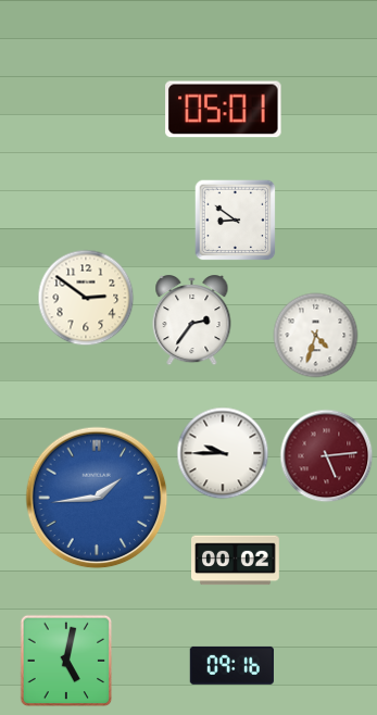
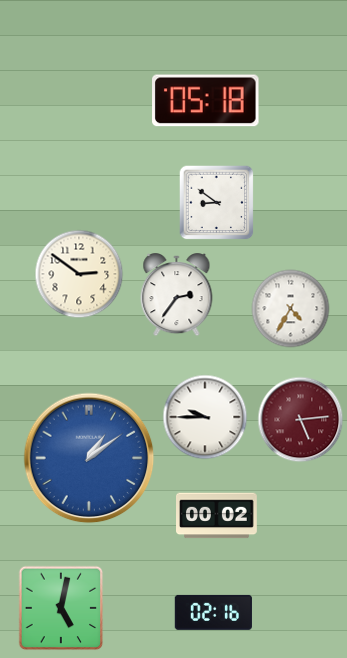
clock at (224, 110): 05:01 -> 05:18
clock at (316, 336): 4:33 -> 4:35
clock at (97, 498): 1:44 -> 1:09
clock at (231, 665): 09:16 -> 02:16
